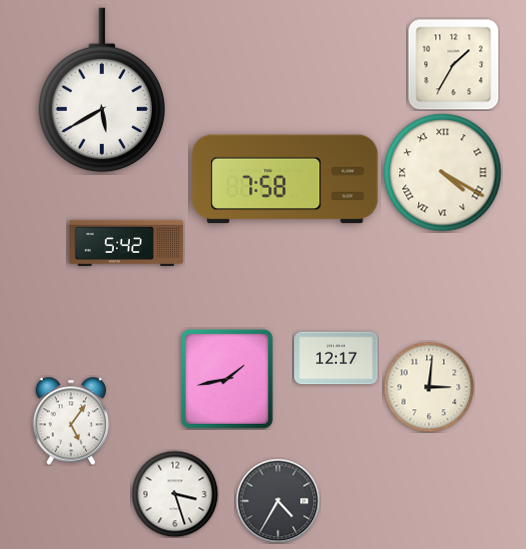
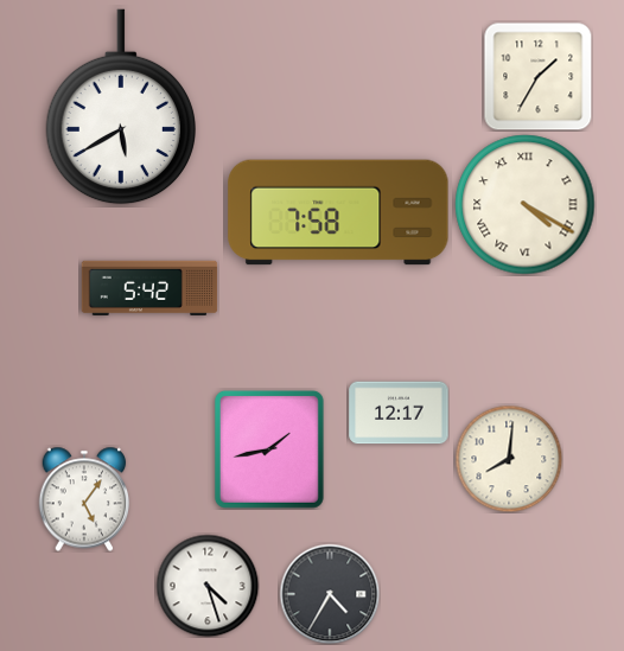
clock at (336, 358) position: (336, 358) -> (399, 413)
clock at (429, 387): 3:01 -> 8:01
clock at (175, 494): 3:27 -> 4:27
